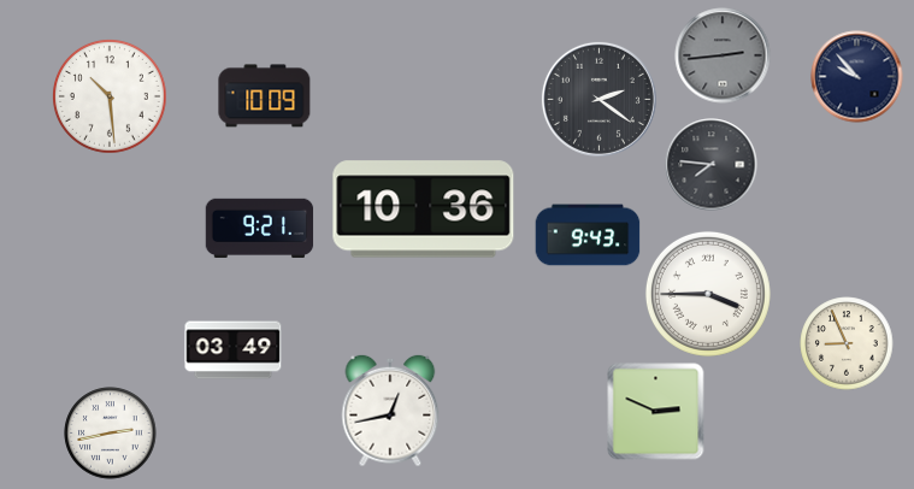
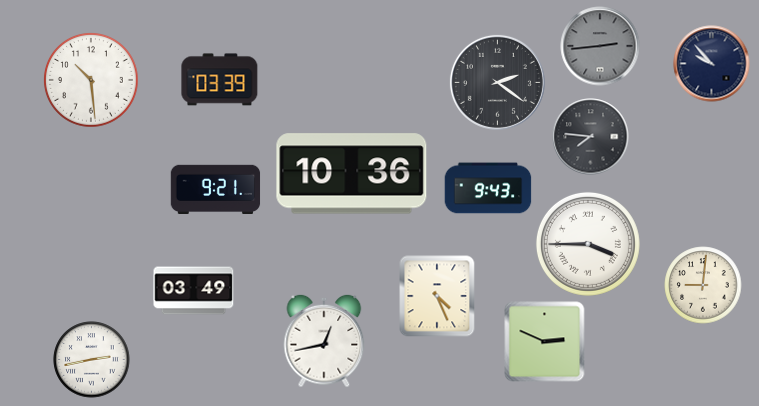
clock at (265, 96): 10:09 -> 03:39
clock at (588, 235) position: (588, 235) -> (488, 188)
clock at (847, 343): 8:56 -> 9:01
clock at (437, 296): none -> 4:26
